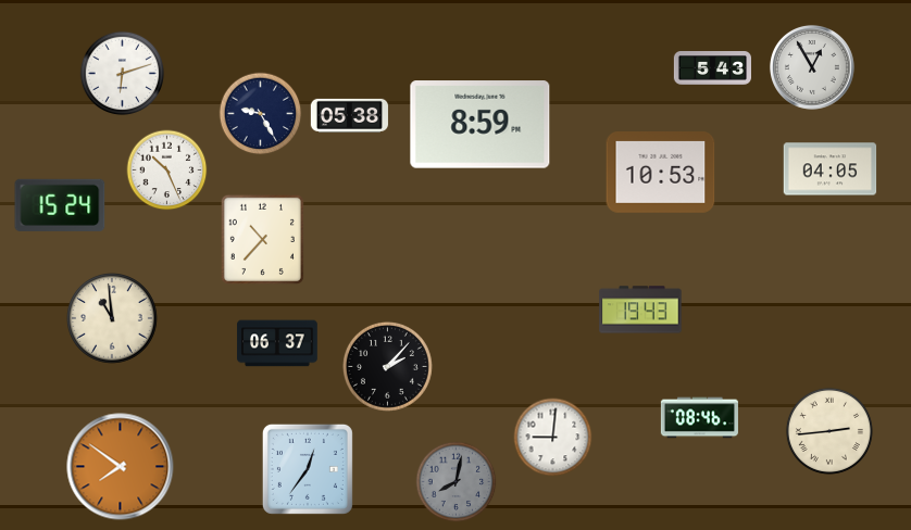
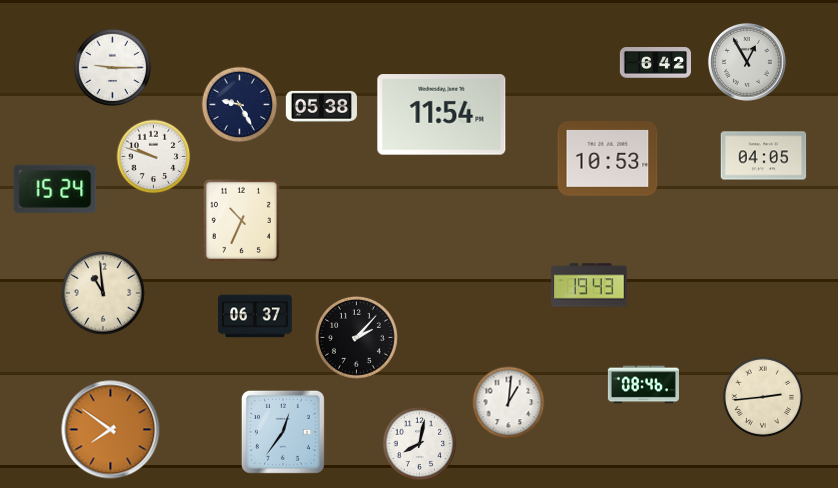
clock at (712, 68): 5:43 -> 6:42
clock at (123, 74): 6:12 -> 9:15
clock at (481, 125): 8:59 -> 11:54
clock at (167, 171): 10:26 -> 9:48
clock at (262, 239): 10:37 -> 10:34
clock at (553, 438): 9:01 -> 1:01
clock at (457, 482) dial: grey -> white
